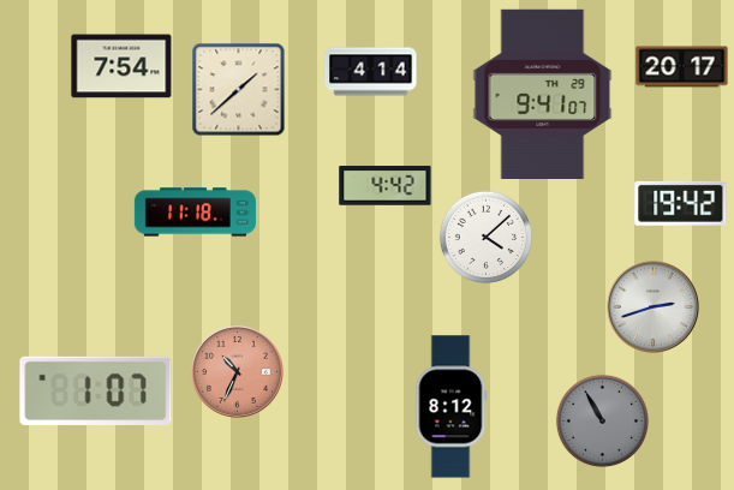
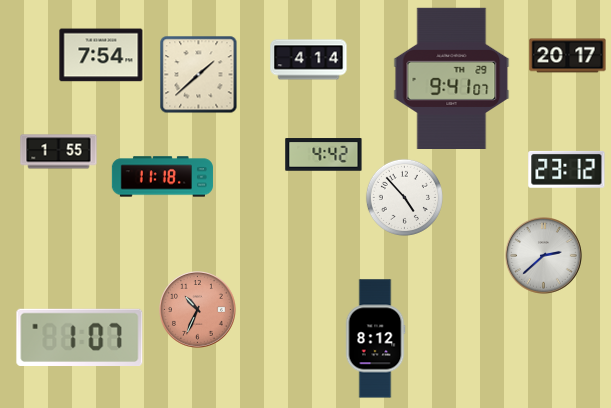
clock at (59, 152): none -> 1:55
clock at (386, 186) position: (386, 186) -> (324, 155)
clock at (681, 203): 19:42 -> 23:12
clock at (485, 237): 4:08 -> 4:53
clock at (654, 307): 2:42 -> 2:38
clock at (96, 390) position: (96, 390) -> (80, 337)
clock at (602, 420): 10:55 -> none
